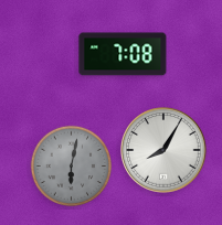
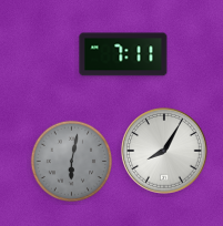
clock at (123, 54): 7:08 -> 7:11
clock at (72, 167) position: (72, 167) -> (72, 162)
